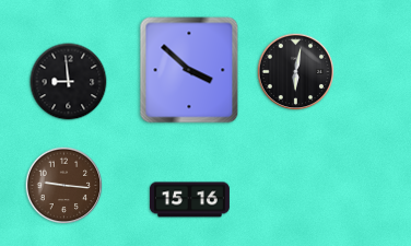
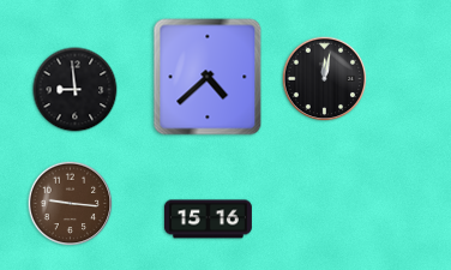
clock at (189, 70): 3:52 -> 4:38
clock at (296, 72): 6:02 -> 12:02
